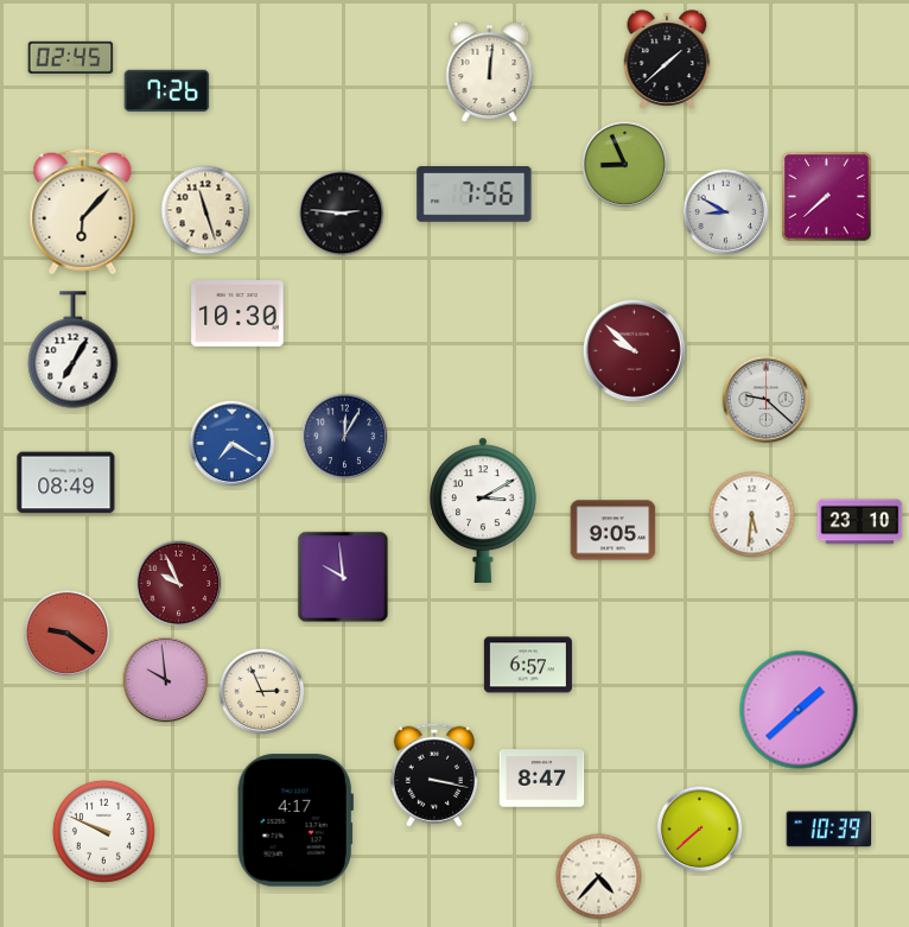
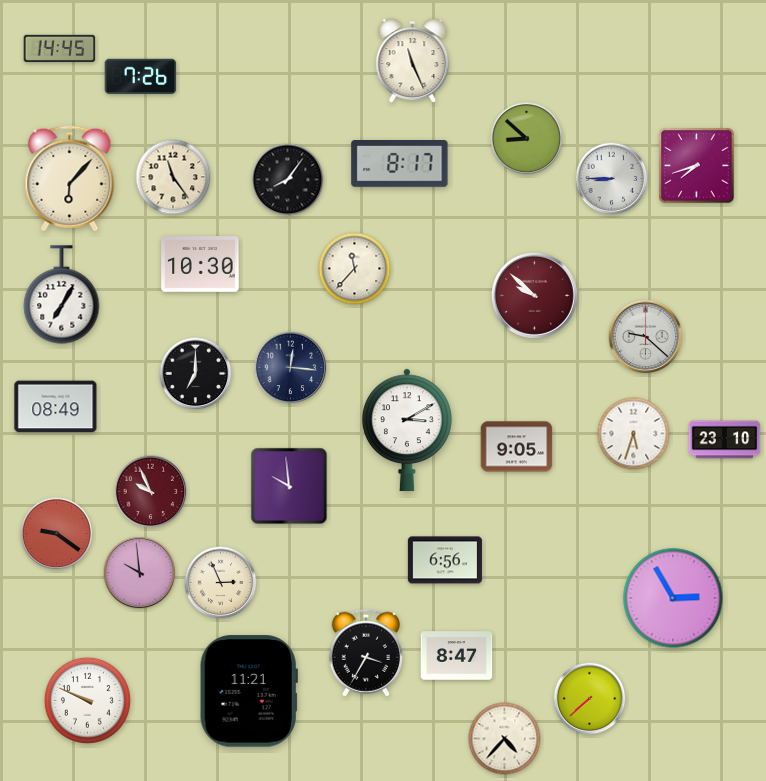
clock at (71, 57): 02:45 -> 14:45
clock at (667, 59): 1:38 -> none
clock at (490, 71): 12:01 -> 11:26
clock at (625, 165): 8:56 -> 8:52
clock at (475, 195): 7:56 -> 8:17
clock at (827, 197): 7:38 -> 7:42
clock at (205, 210): 11:27 -> 11:24
clock at (726, 212): 8:50 -> 8:45
clock at (342, 214): 2:46 -> 8:06
clock at (355, 269): none -> 11:37
clock at (345, 437): 12:05 -> 12:16
clock at (233, 444): 7:20 -> 7:00
clock at (233, 444) dial: blue -> black
clock at (752, 515): 5:31 -> 5:33
clock at (528, 665): 6:57 -> 6:56
clock at (799, 710): 1:38 -> 2:55
clock at (434, 775): 3:17 -> 3:35
clock at (295, 820): 4:17 -> 11:21
clock at (829, 830): 10:39 -> none
